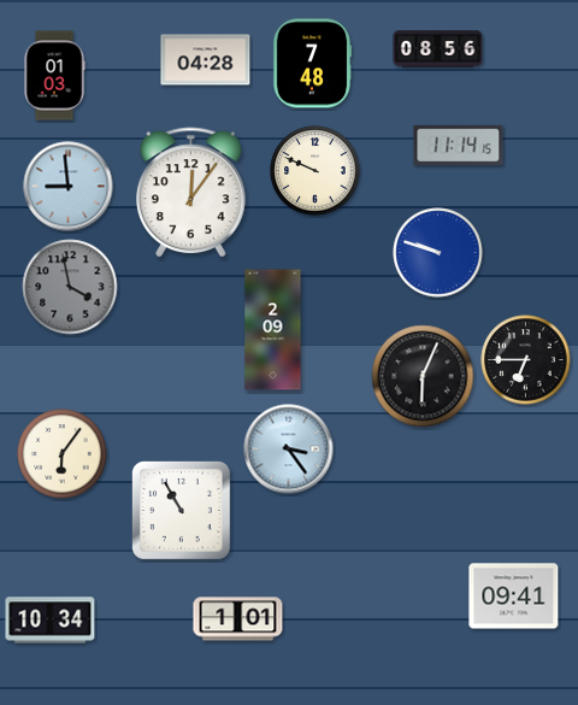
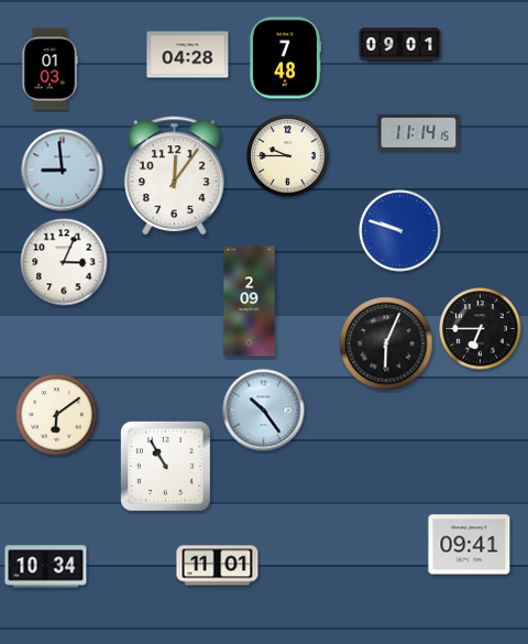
clock at (438, 49): 08:56 -> 09:01
clock at (315, 171): 9:49 -> 9:45
clock at (70, 287): 3:58 -> 3:04
clock at (70, 287) dial: grey -> white
clock at (289, 450): 3:24 -> 10:24
clock at (63, 454): 6:06 -> 6:09
clock at (238, 619): 1:01 -> 11:01
